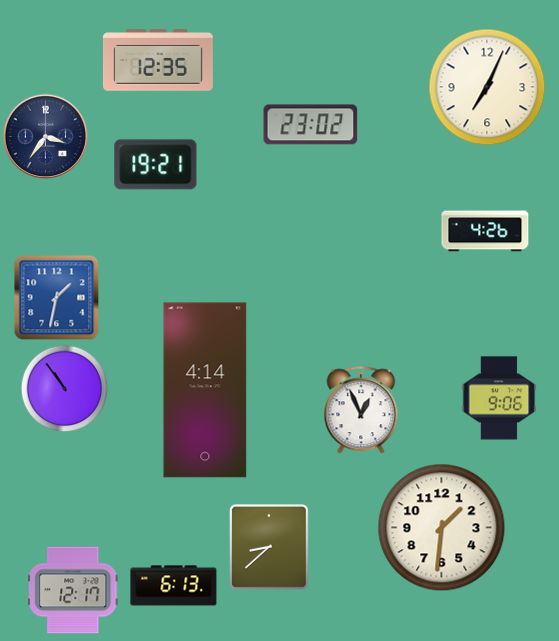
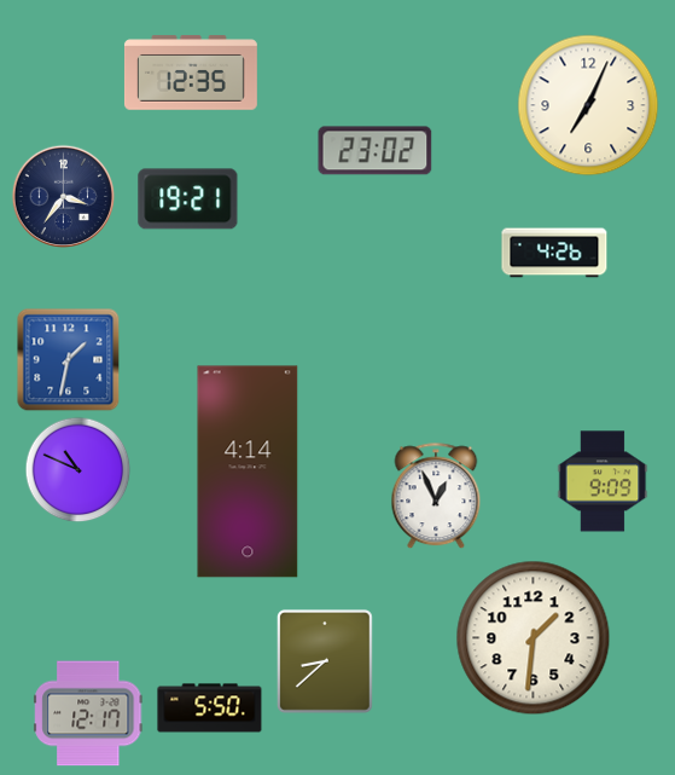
clock at (45, 136) position: (45, 136) -> (63, 196)
clock at (485, 231) position: (485, 231) -> (554, 253)
clock at (64, 388): 10:54 -> 10:49
clock at (499, 398): 9:06 -> 9:09
clock at (174, 586): 6:13 -> 5:50
